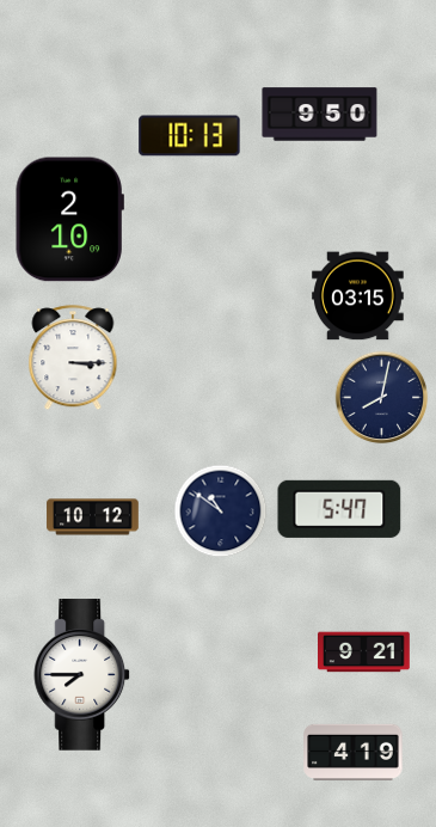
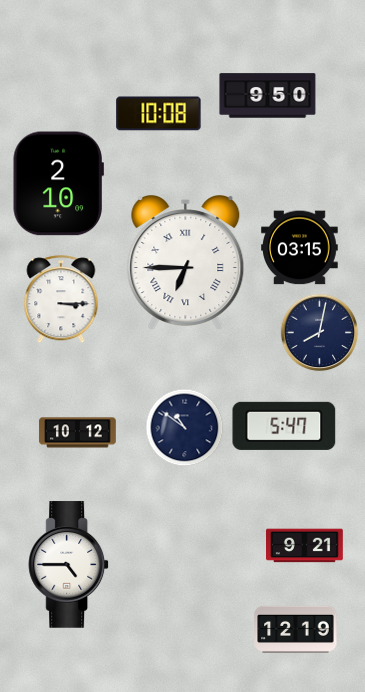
clock at (190, 136): 10:13 -> 10:08
clock at (186, 263): none -> 6:45
clock at (82, 675): 7:45 -> 4:45
clock at (354, 752): 4:19 -> 12:19
